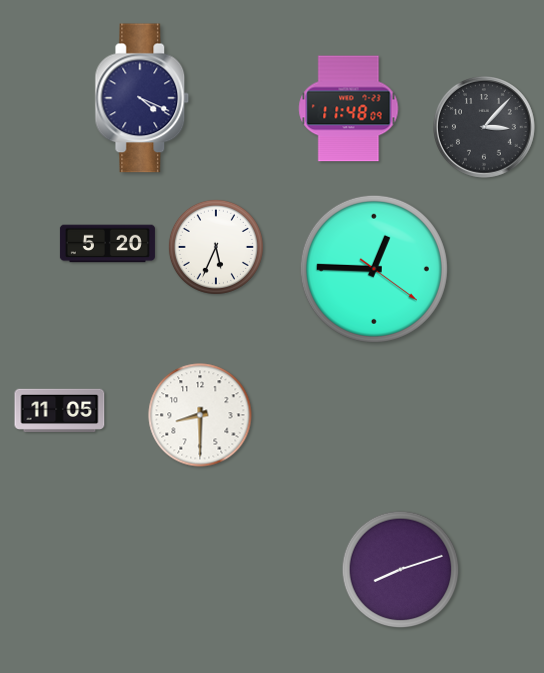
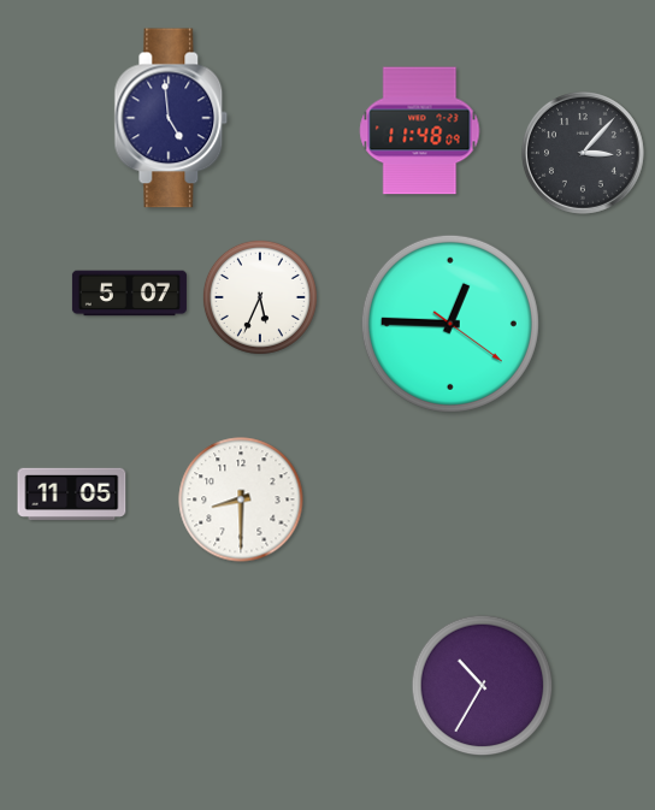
clock at (142, 98): 4:19 -> 4:59
clock at (107, 244): 5:20 -> 5:07
clock at (401, 570): 8:12 -> 10:35
